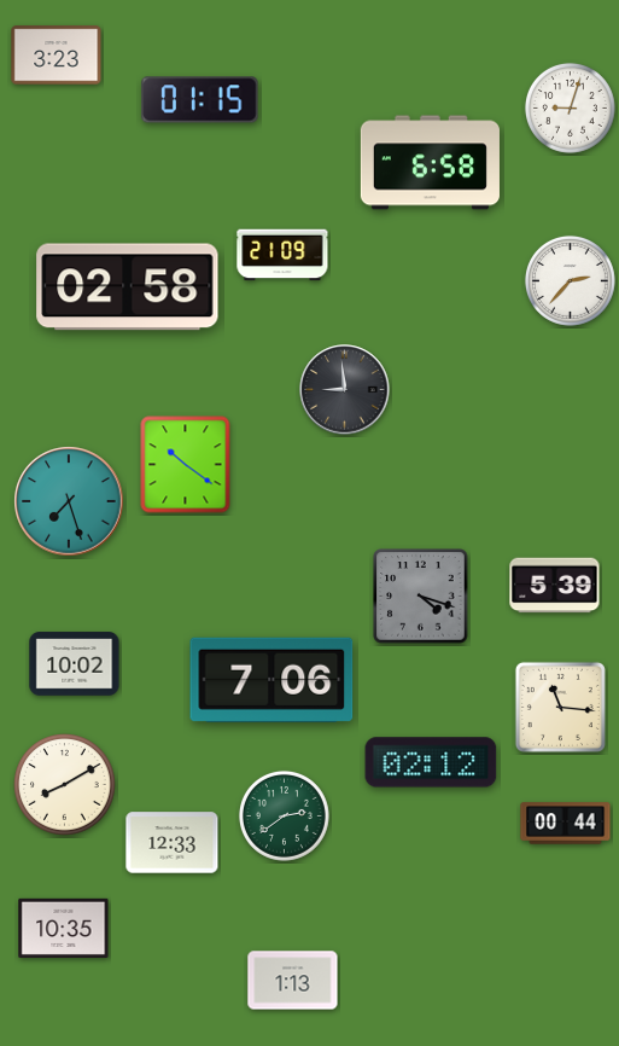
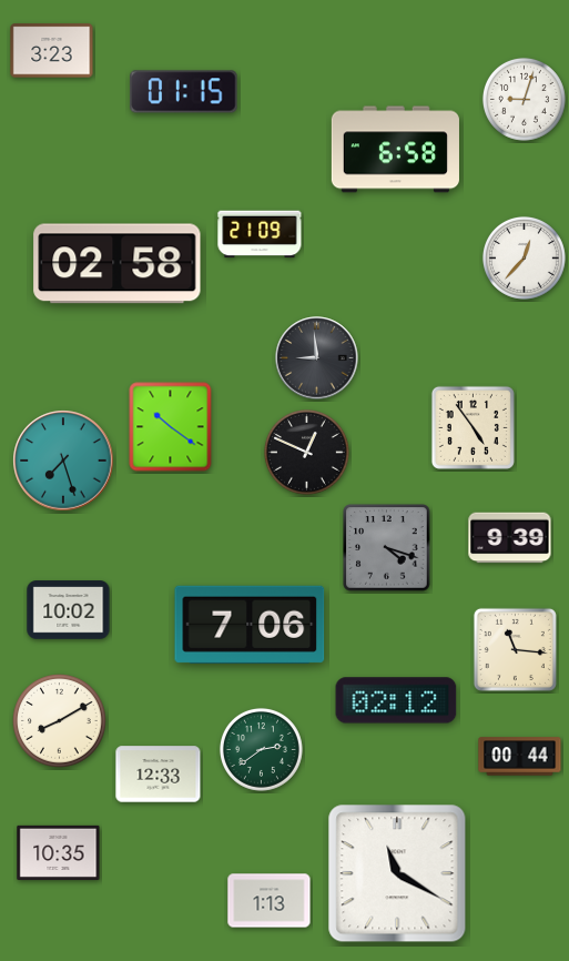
clock at (570, 280): 2:37 -> 12:37
clock at (473, 427): none -> 4:54
clock at (306, 452): none -> 12:49
clock at (555, 586): 5:39 -> 9:39
clock at (397, 873): none -> 11:20
